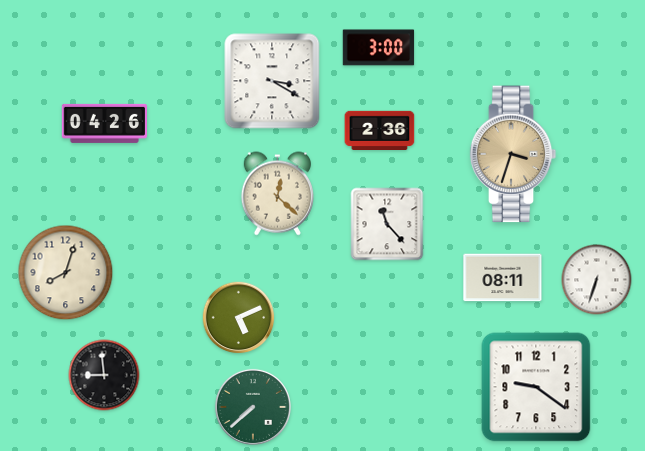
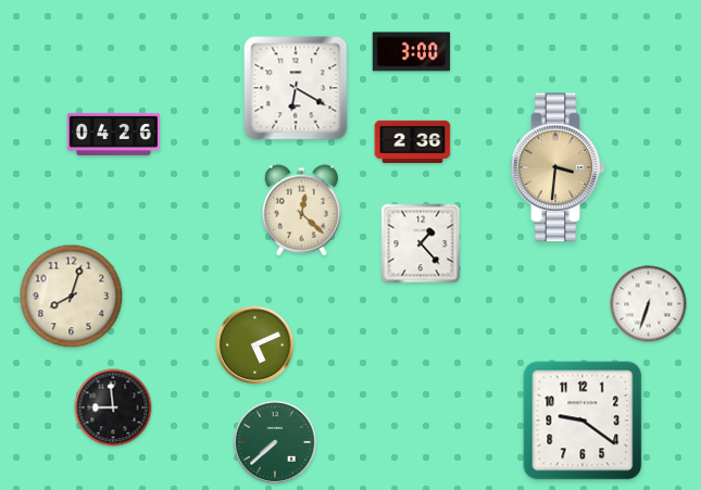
clock at (272, 81): 3:20 -> 6:20
clock at (513, 154): 3:33 -> 3:31
clock at (387, 224): 11:23 -> 1:23
clock at (503, 278): 08:11 -> none
clock at (239, 318) position: (239, 318) -> (255, 345)
